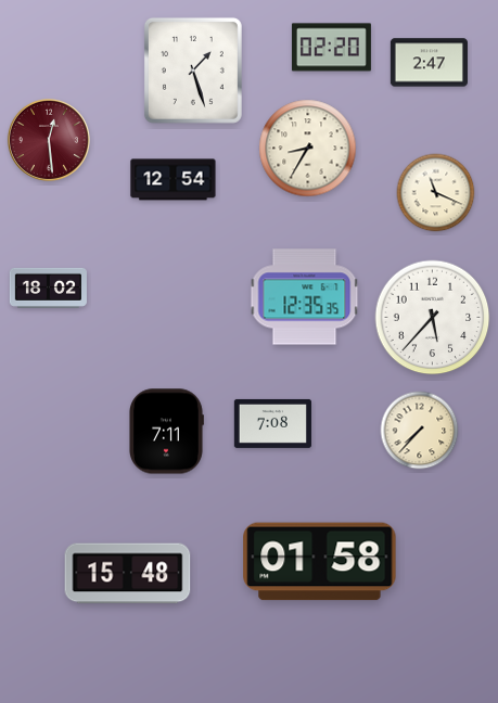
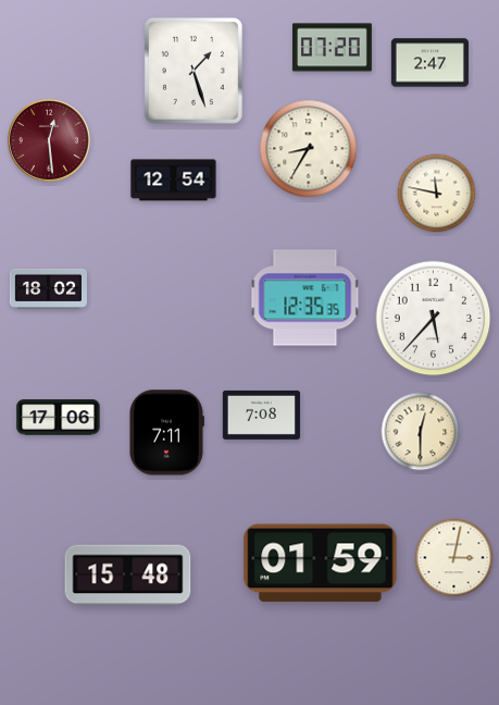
clock at (331, 48): 02:20 -> 07:20
clock at (436, 193): 11:19 -> 11:47
clock at (59, 418): none -> 17:06
clock at (272, 423) position: (272, 423) -> (261, 415)
clock at (420, 431): 7:37 -> 12:30
clock at (454, 558): none -> 3:02
clock at (320, 562): 01:58 -> 01:59
